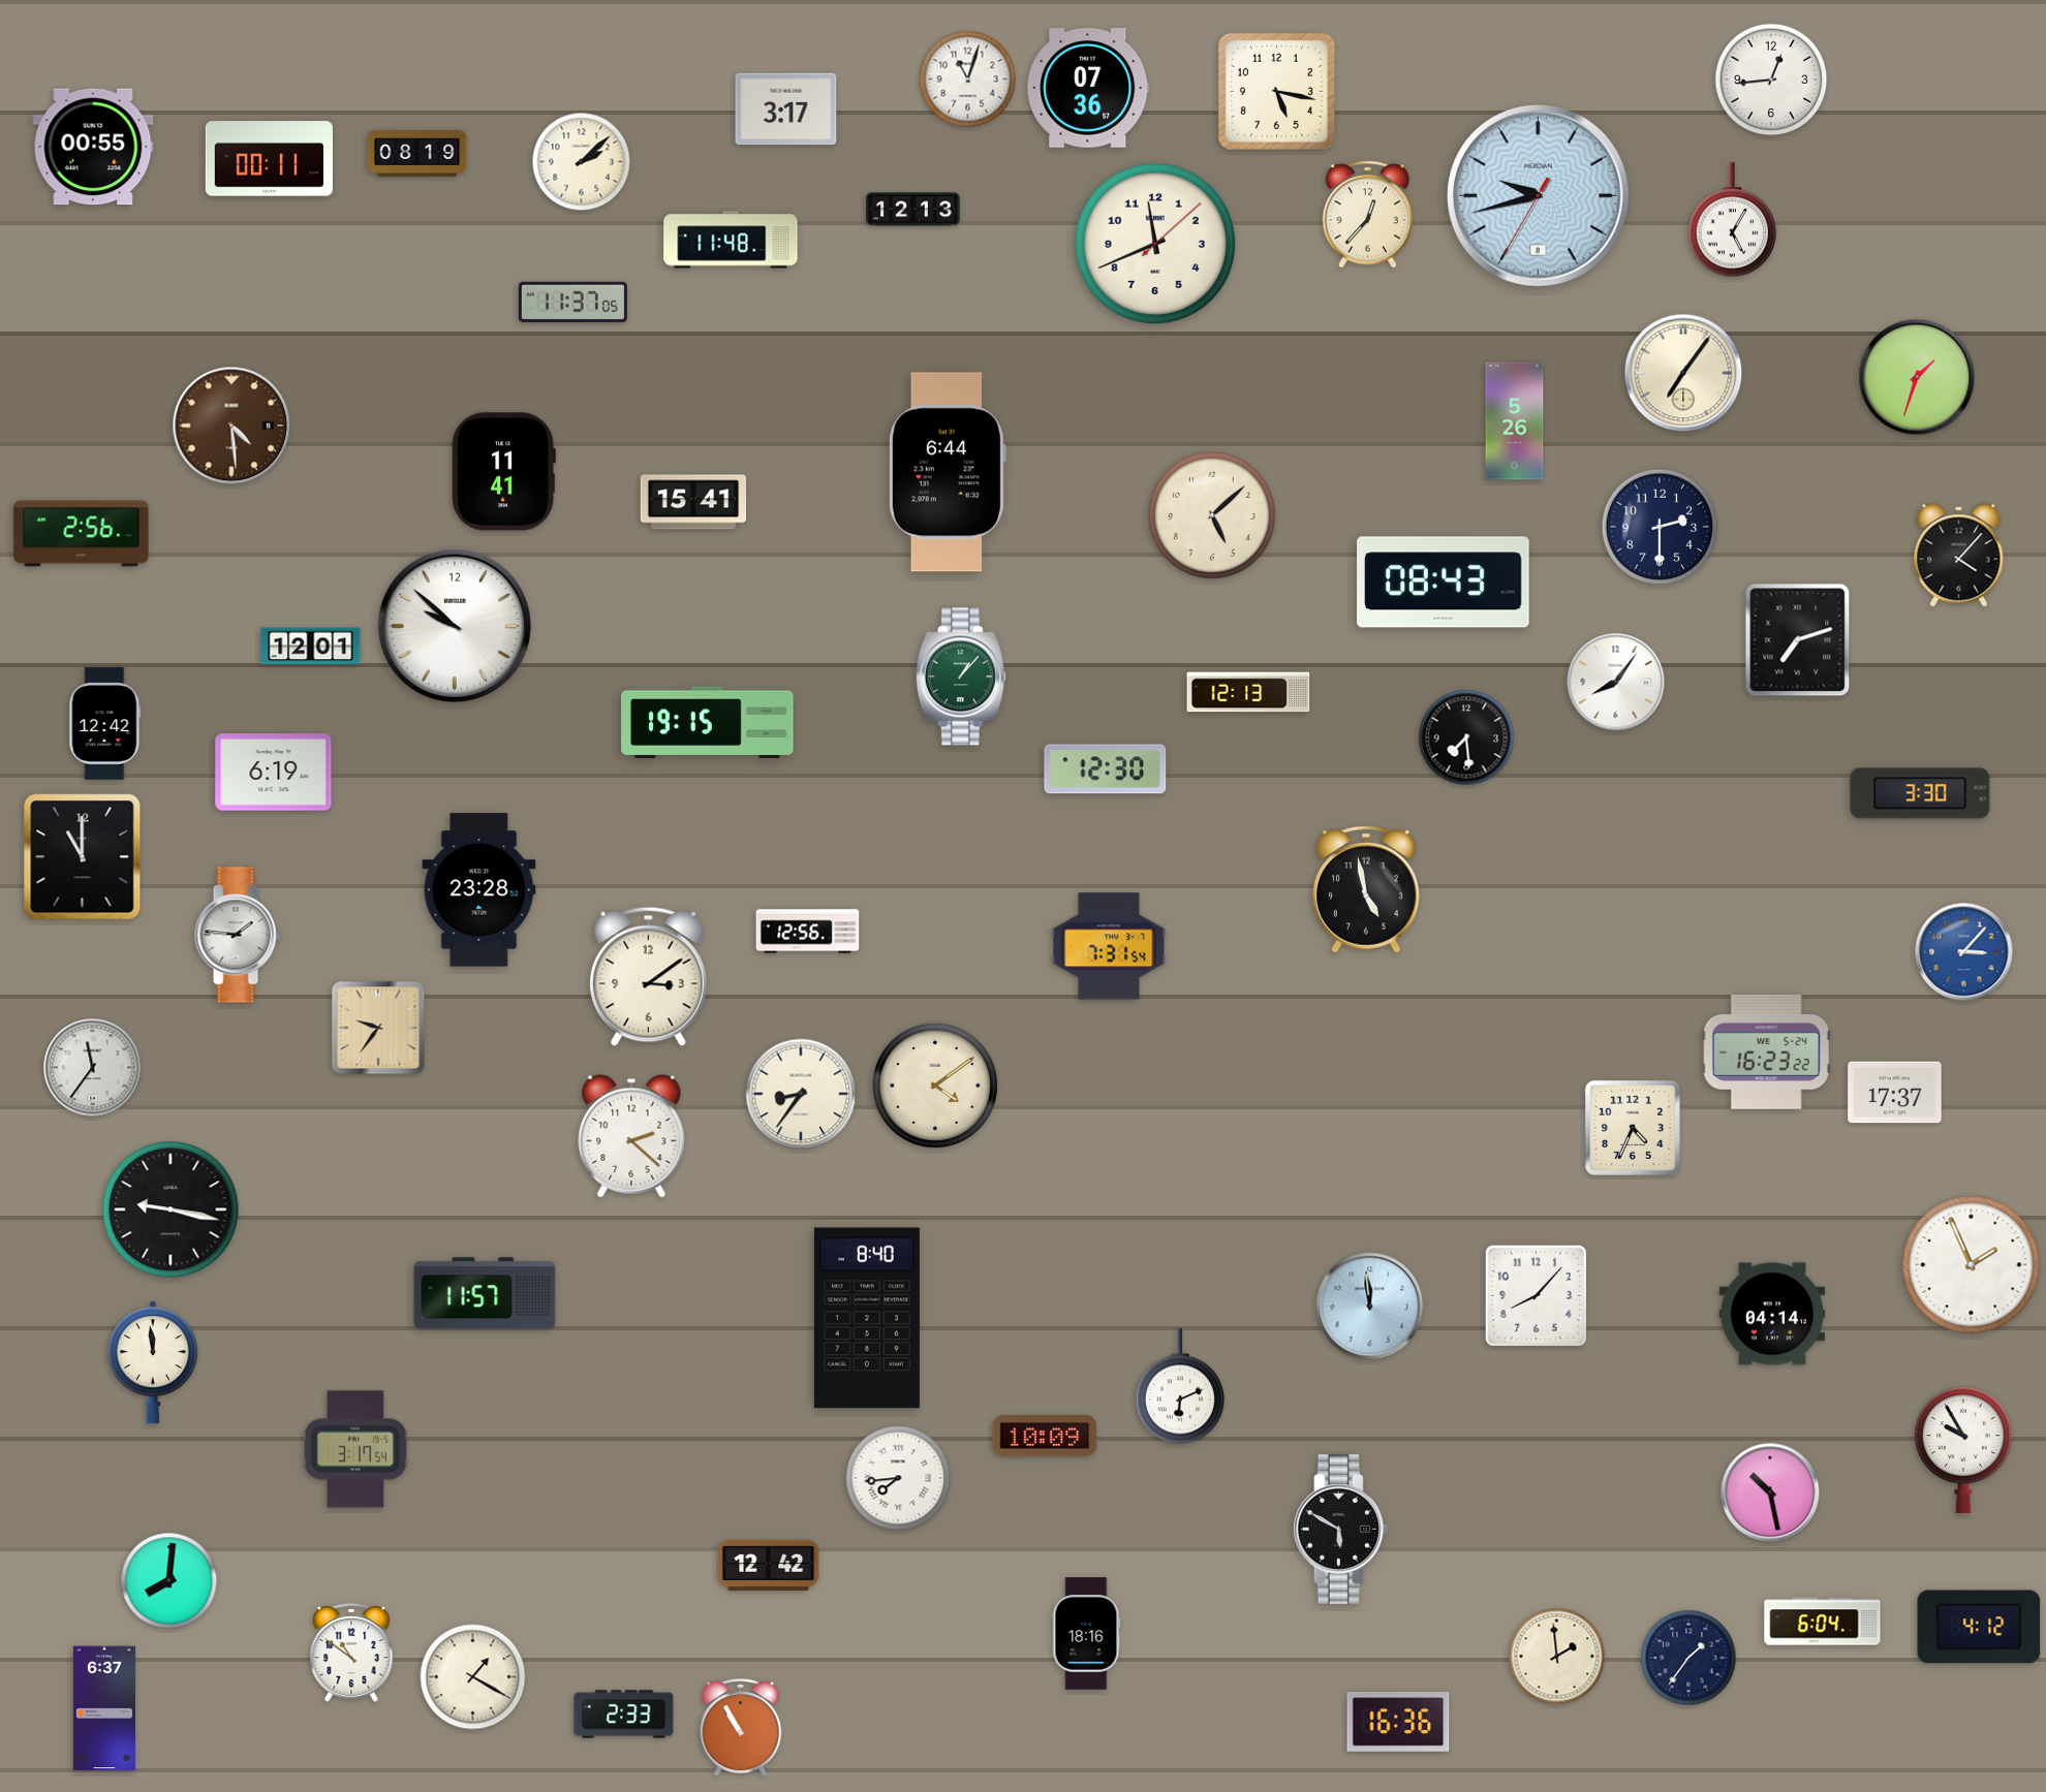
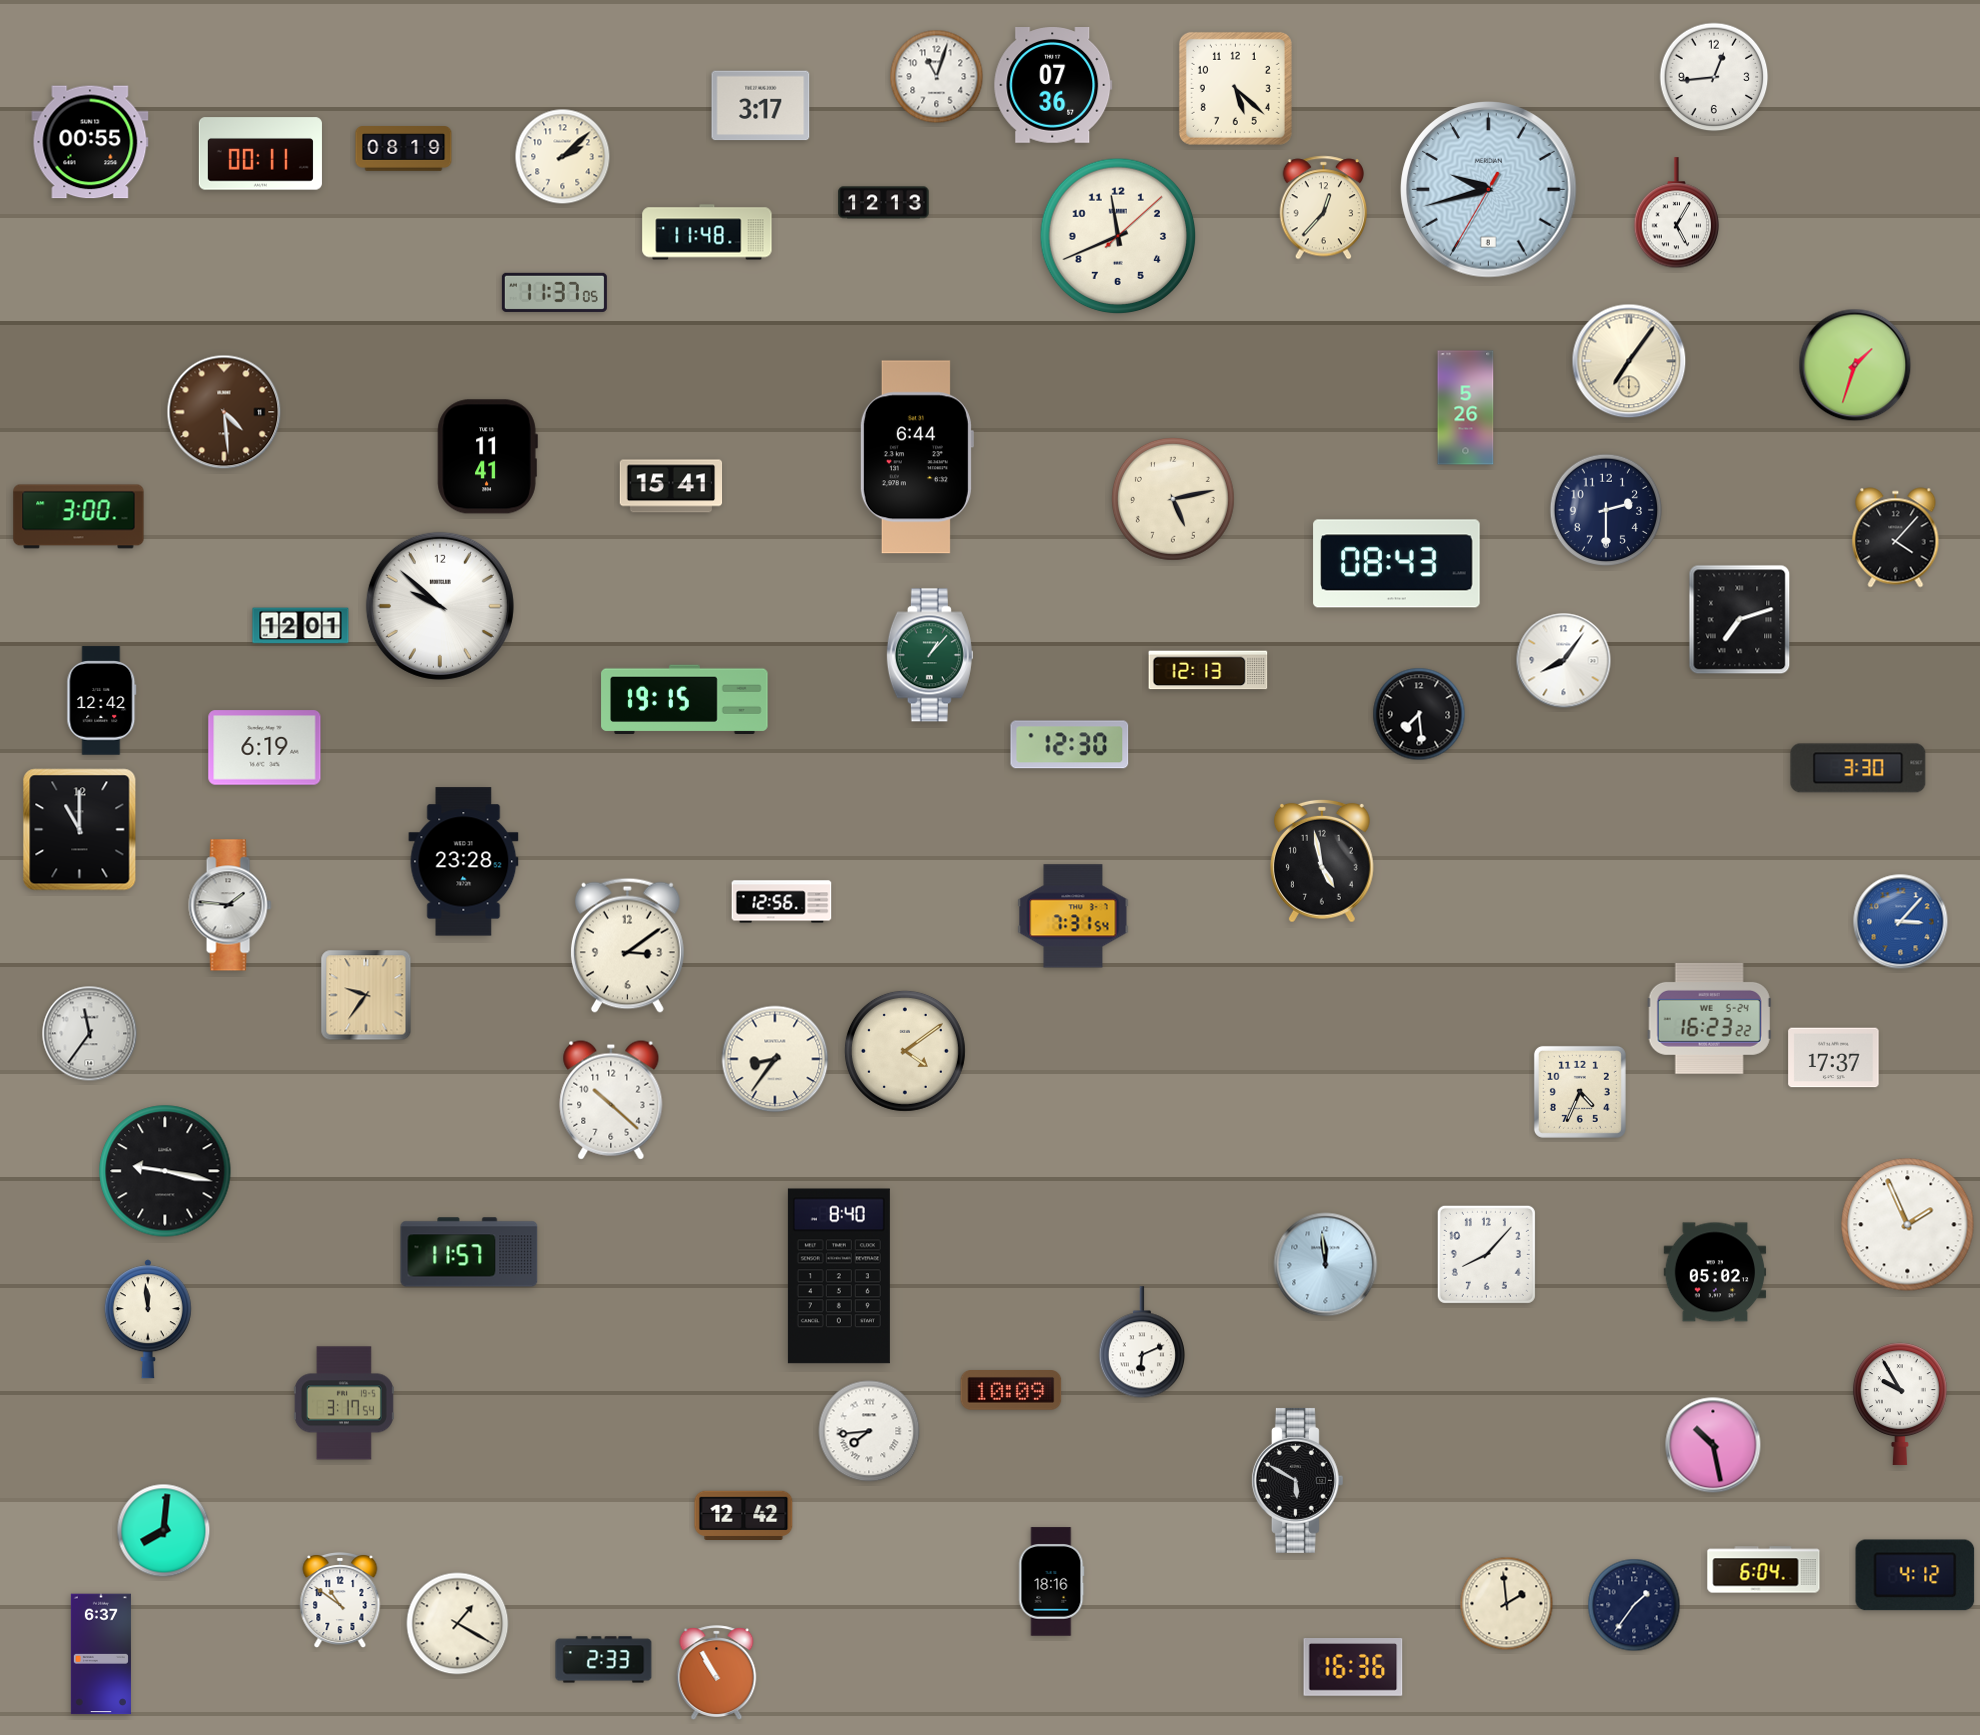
clock at (1276, 91): 5:17 -> 5:22
clock at (1212, 515): 5:08 -> 5:13
clock at (82, 534): 2:56 -> 3:00
clock at (631, 1136): 2:22 -> 10:22
clock at (1772, 1314): 04:14 -> 05:02
